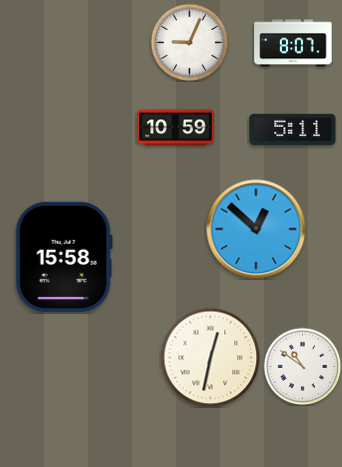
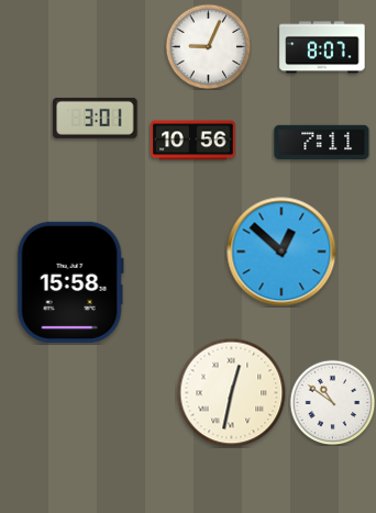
clock at (96, 118): none -> 3:01
clock at (176, 128): 10:59 -> 10:56
clock at (293, 129): 5:11 -> 7:11
